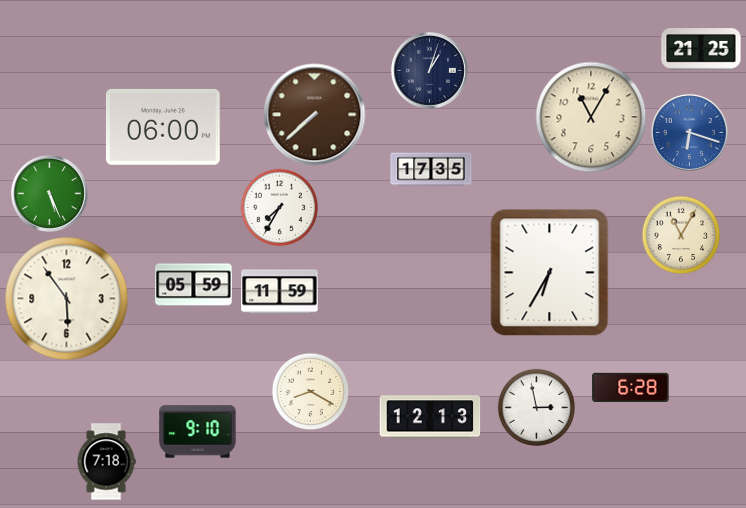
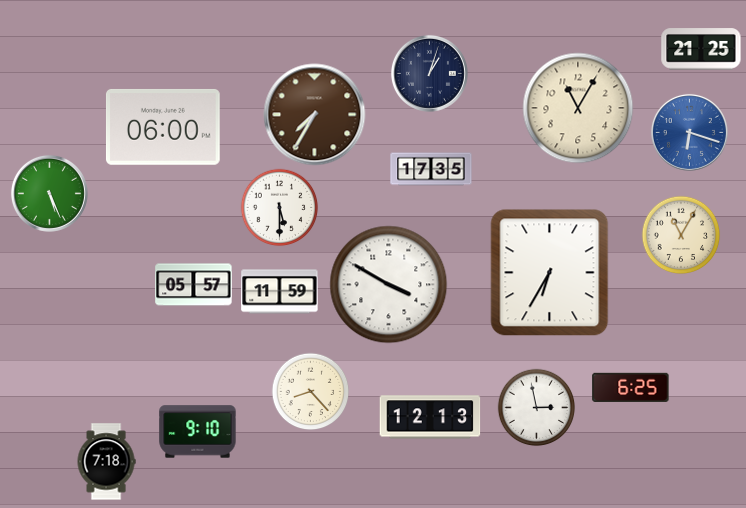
clock at (429, 70) position: (429, 70) -> (429, 73)
clock at (315, 115): 7:38 -> 7:35
clock at (591, 117) position: (591, 117) -> (578, 108)
clock at (279, 207): 7:35 -> 5:30
clock at (194, 285): 05:59 -> 05:57
clock at (389, 285): none -> 3:50
clock at (67, 299): 5:54 -> none
clock at (631, 387): 6:28 -> 6:25
clock at (310, 391): 8:20 -> 8:23
